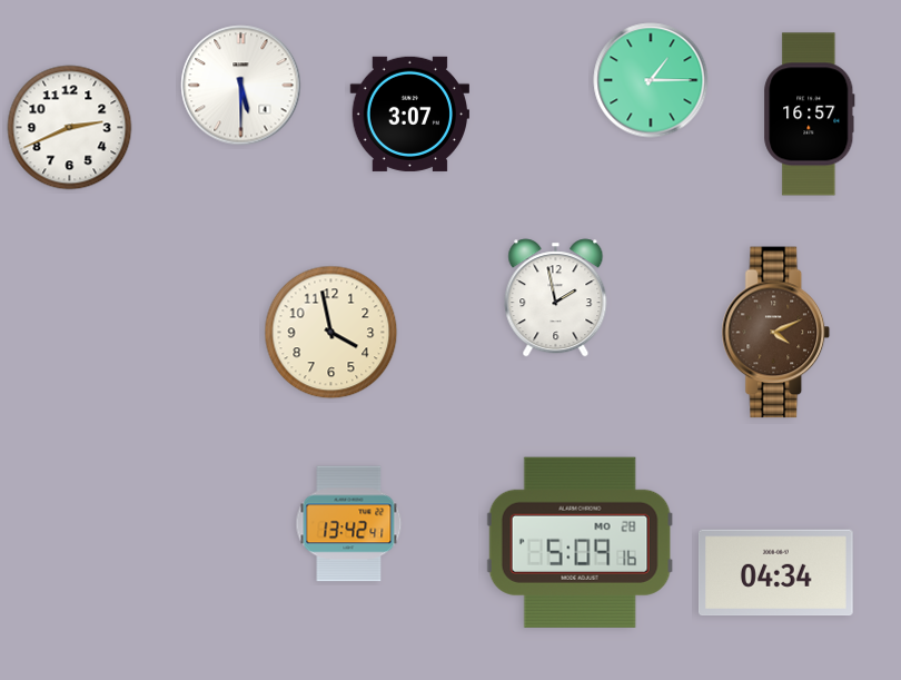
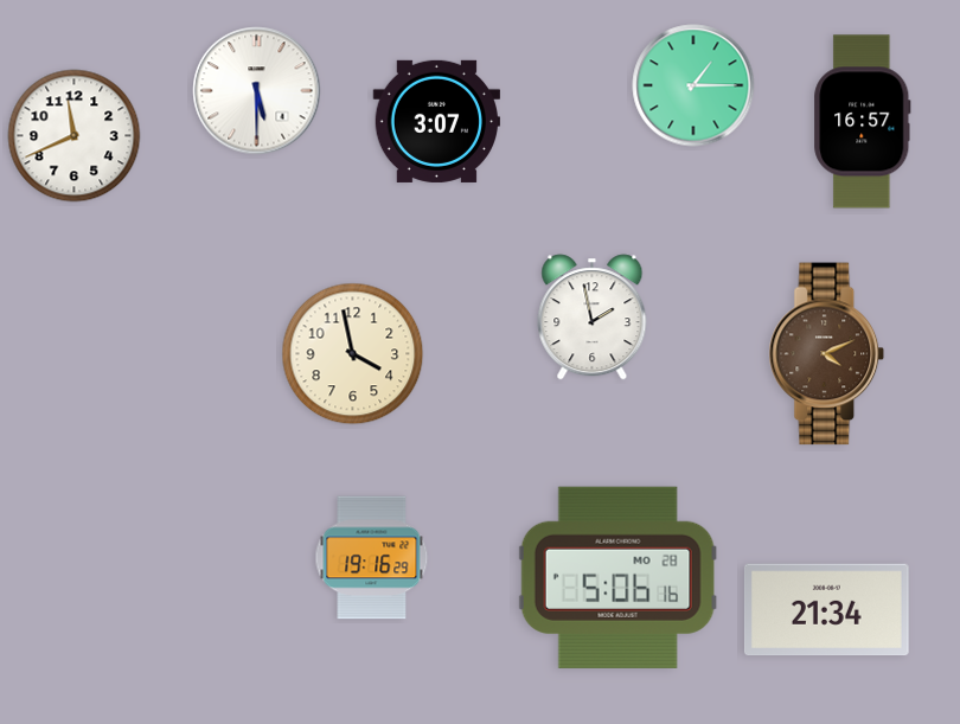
clock at (70, 128): 2:41 -> 11:41
clock at (349, 524): 13:42 -> 19:16
clock at (580, 542): 5:09 -> 5:06
clock at (775, 573): 04:34 -> 21:34
